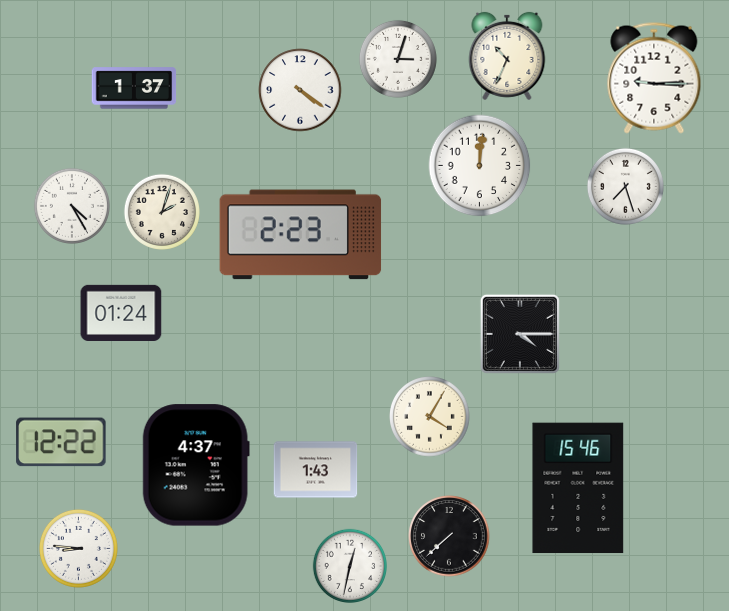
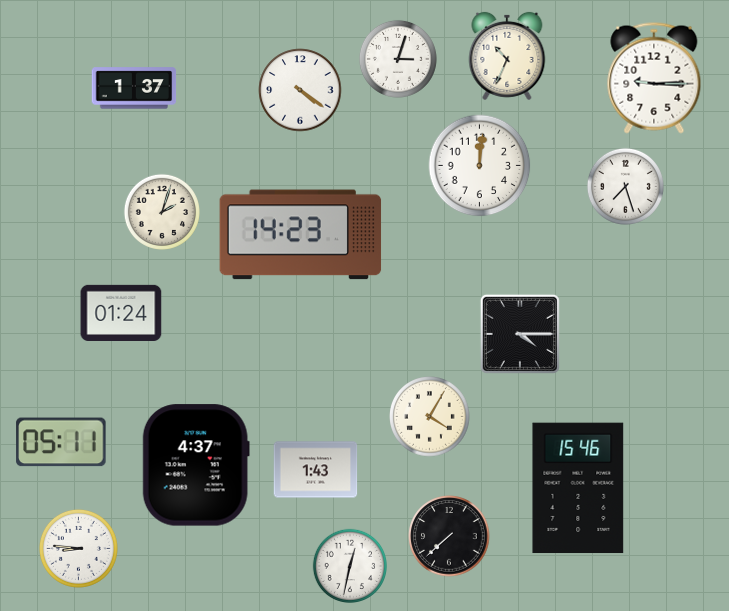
clock at (72, 206): 4:25 -> none
clock at (301, 235): 2:23 -> 14:23
clock at (61, 442): 12:22 -> 05:11
